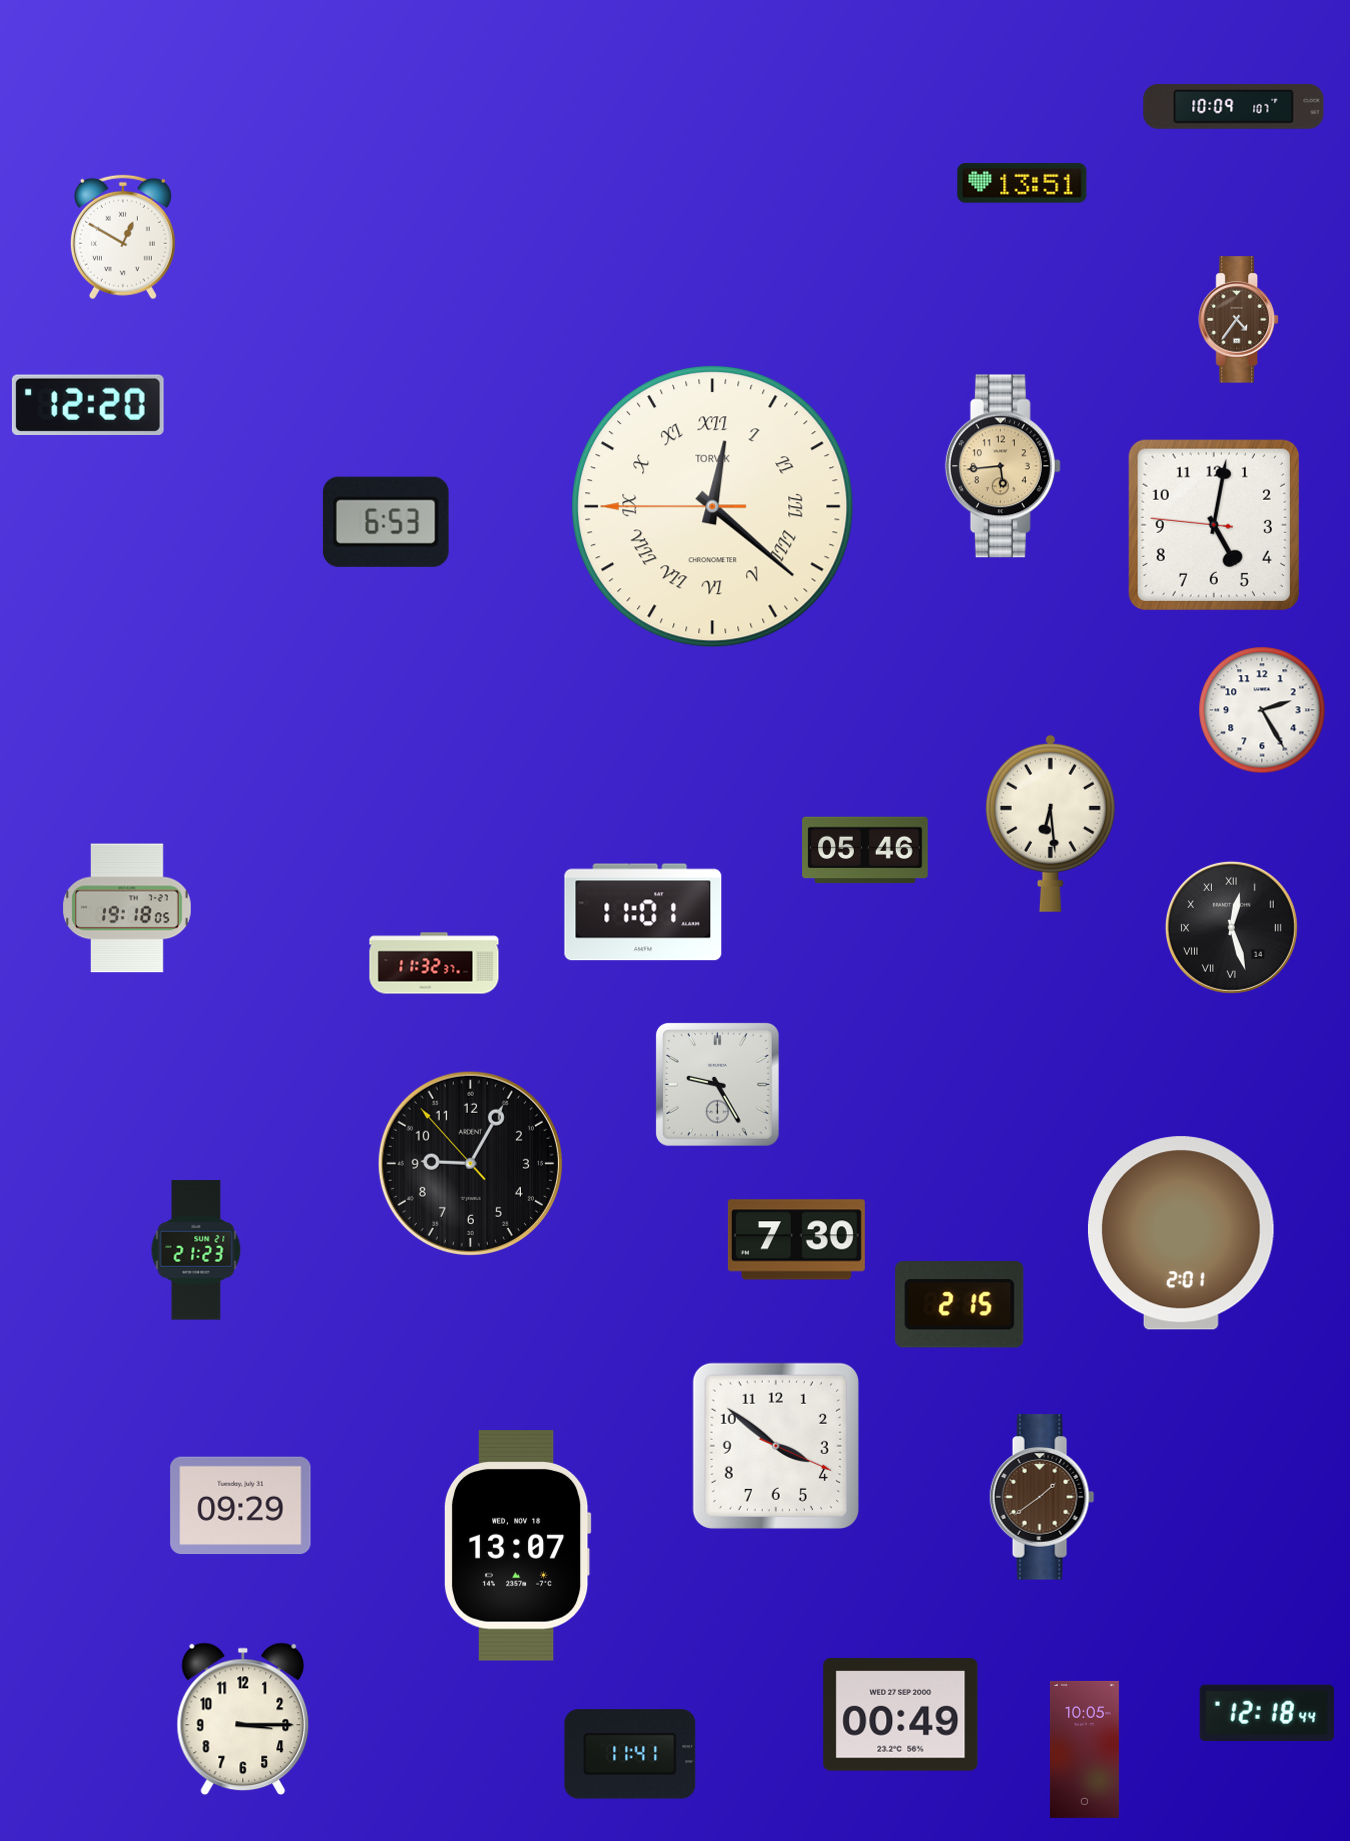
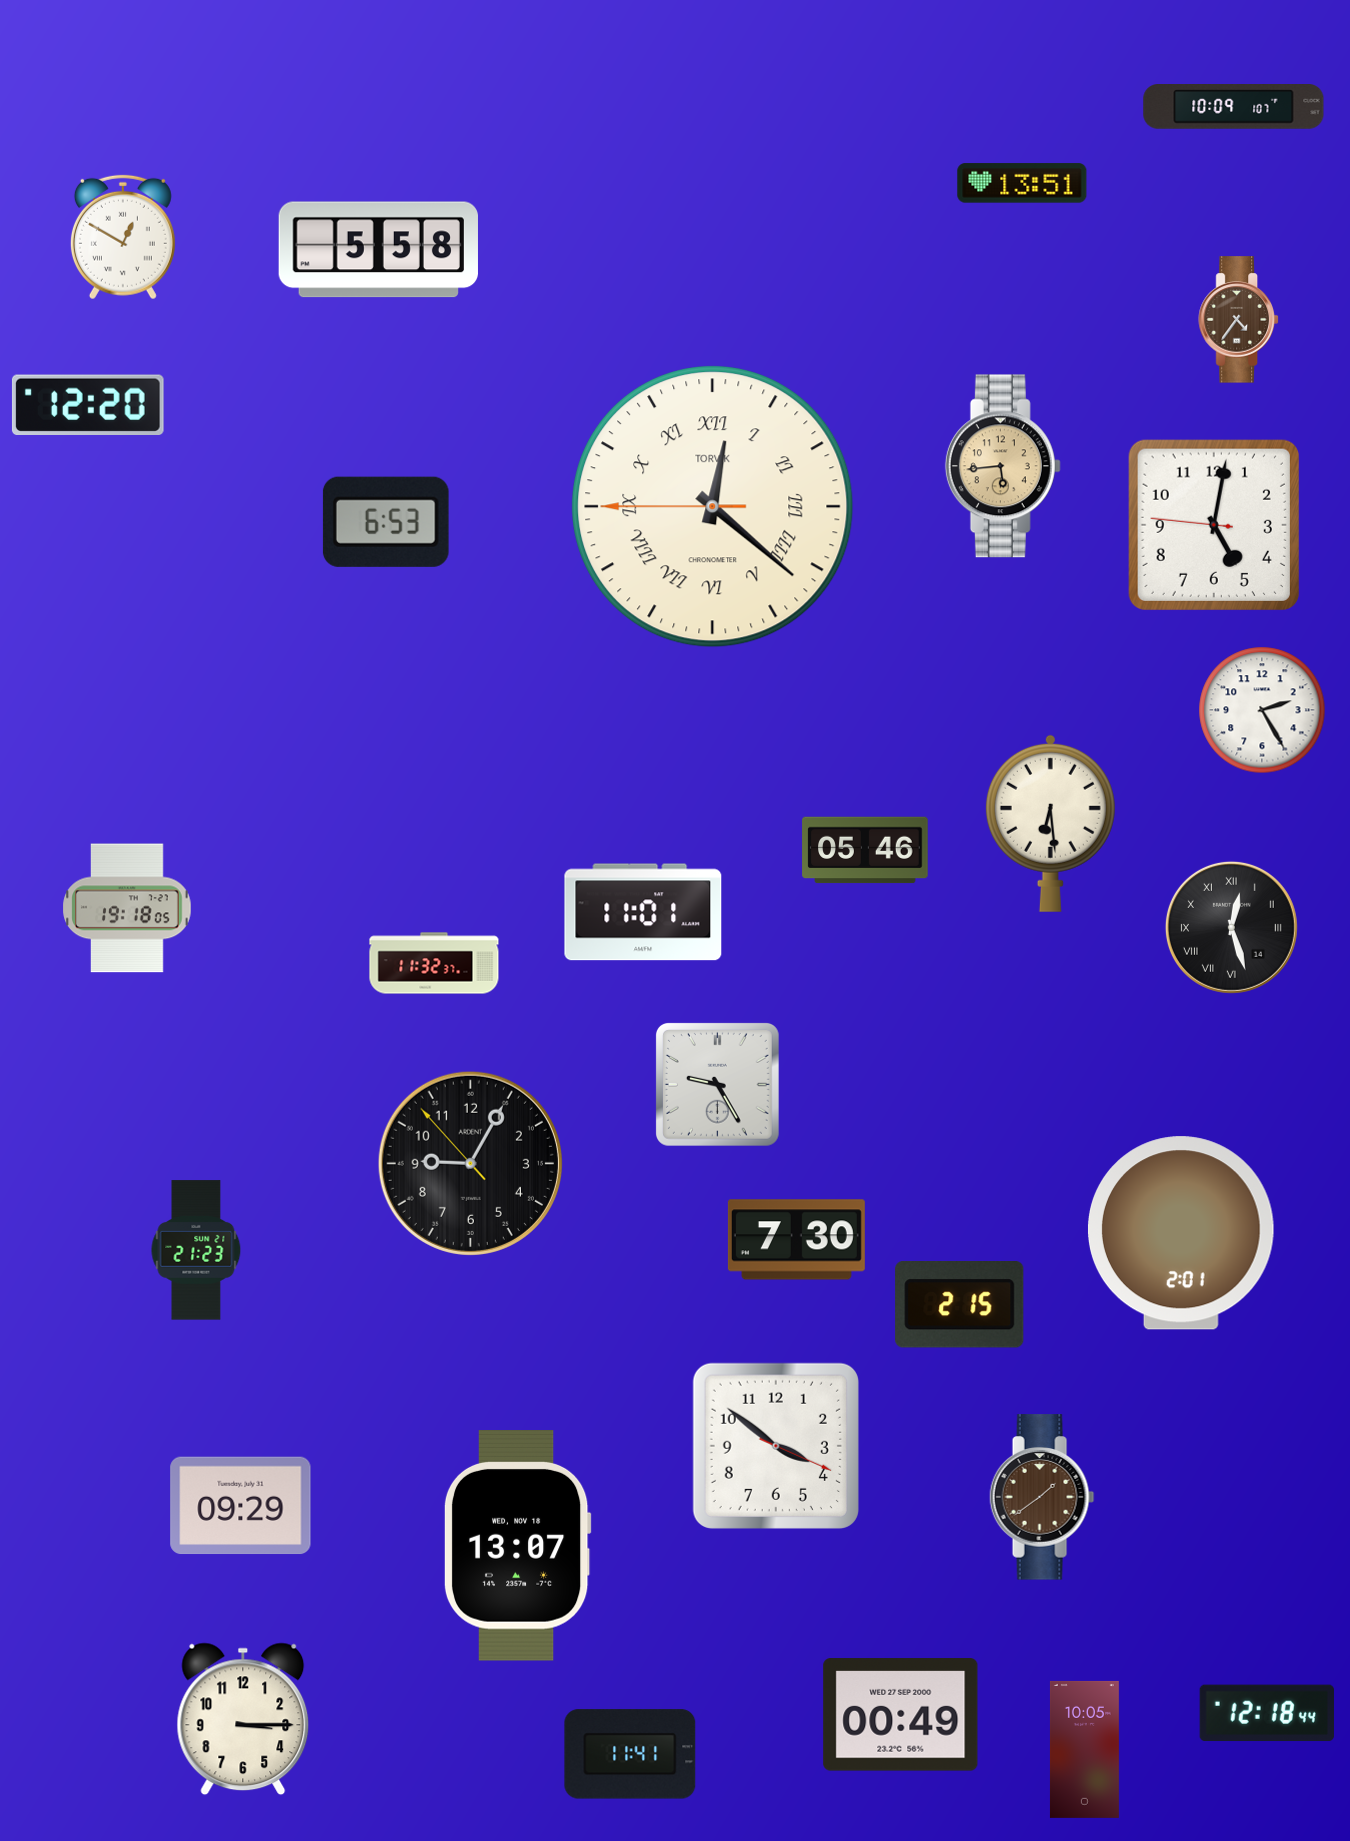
clock at (378, 250): none -> 5:58
